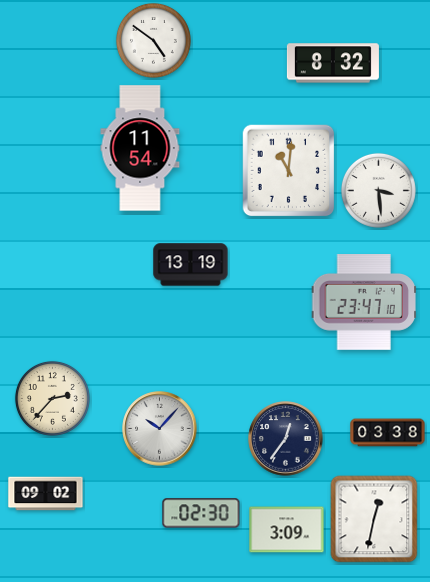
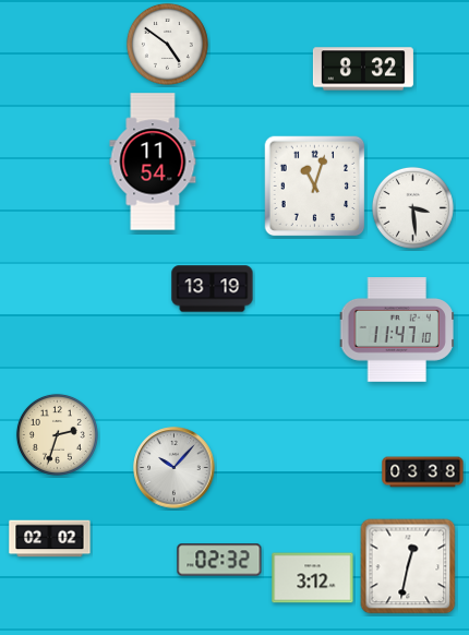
clock at (289, 171): 11:01 -> 11:03
clock at (191, 265) position: (191, 265) -> (213, 289)
clock at (363, 302): 23:47 -> 11:47
clock at (52, 398): 2:37 -> 2:33
clock at (286, 439): 12:36 -> none
clock at (46, 494): 09:02 -> 02:02
clock at (201, 513): 02:30 -> 02:32
clock at (287, 530): 3:09 -> 3:12
